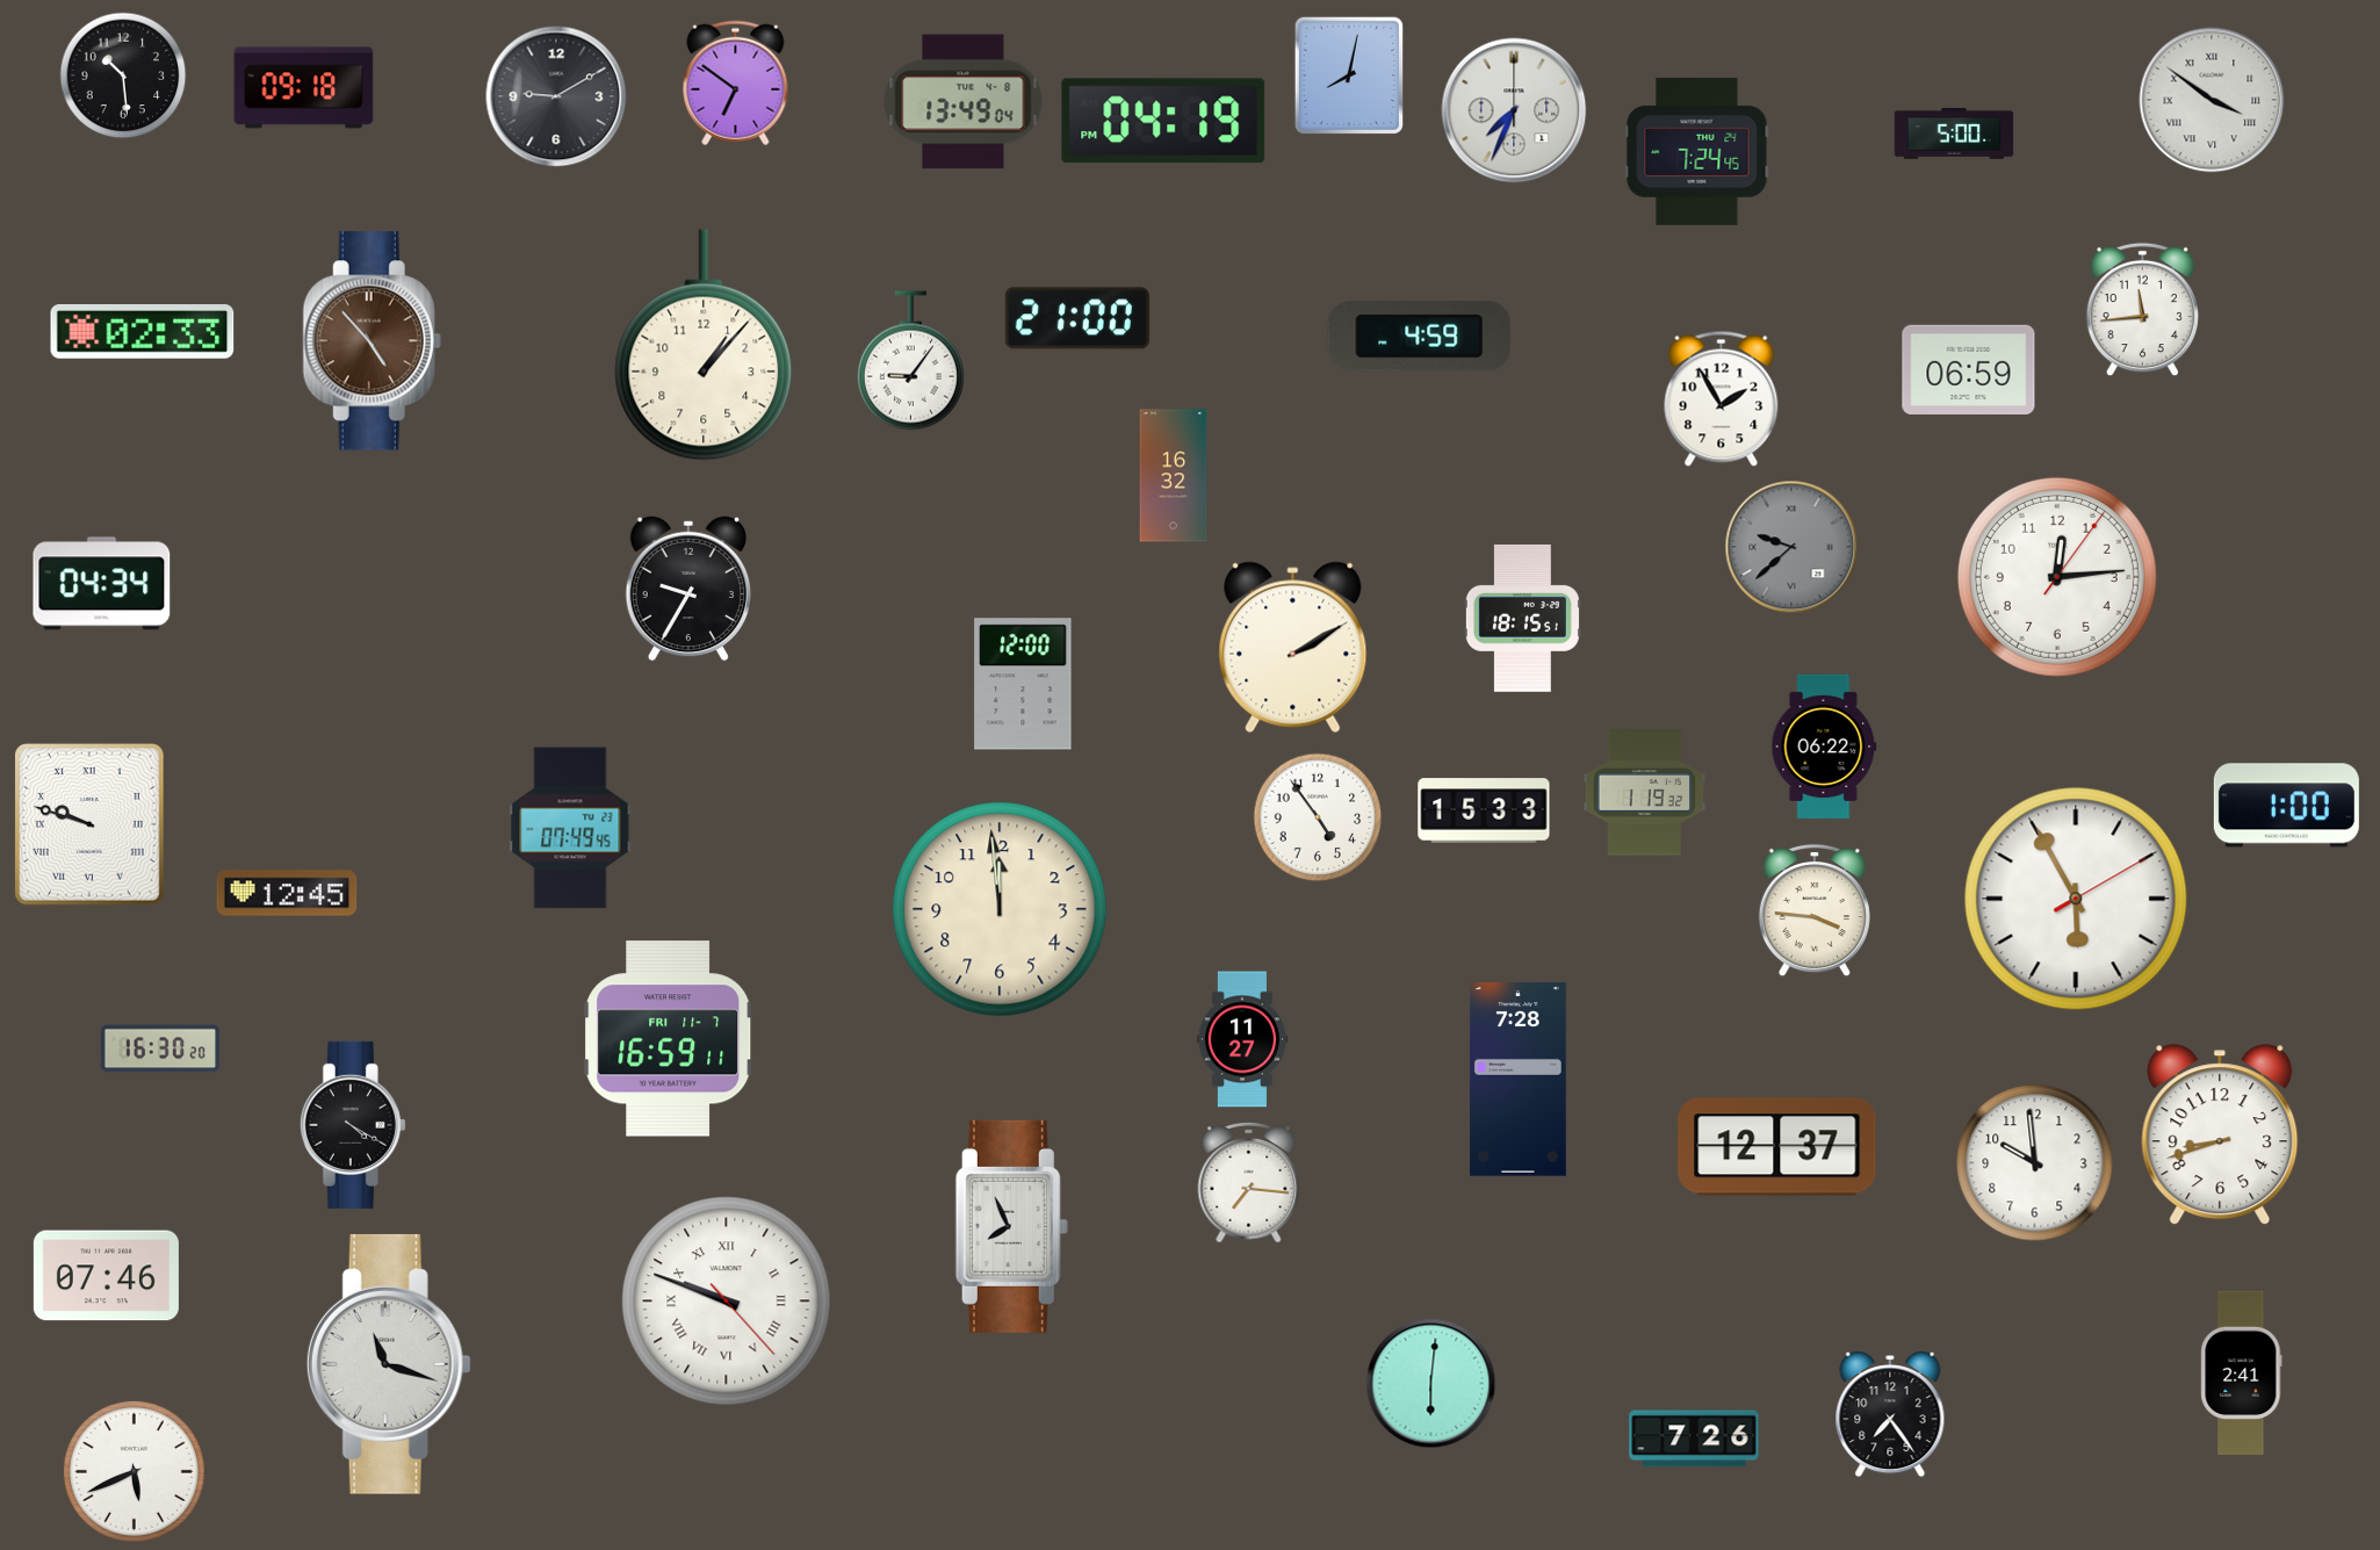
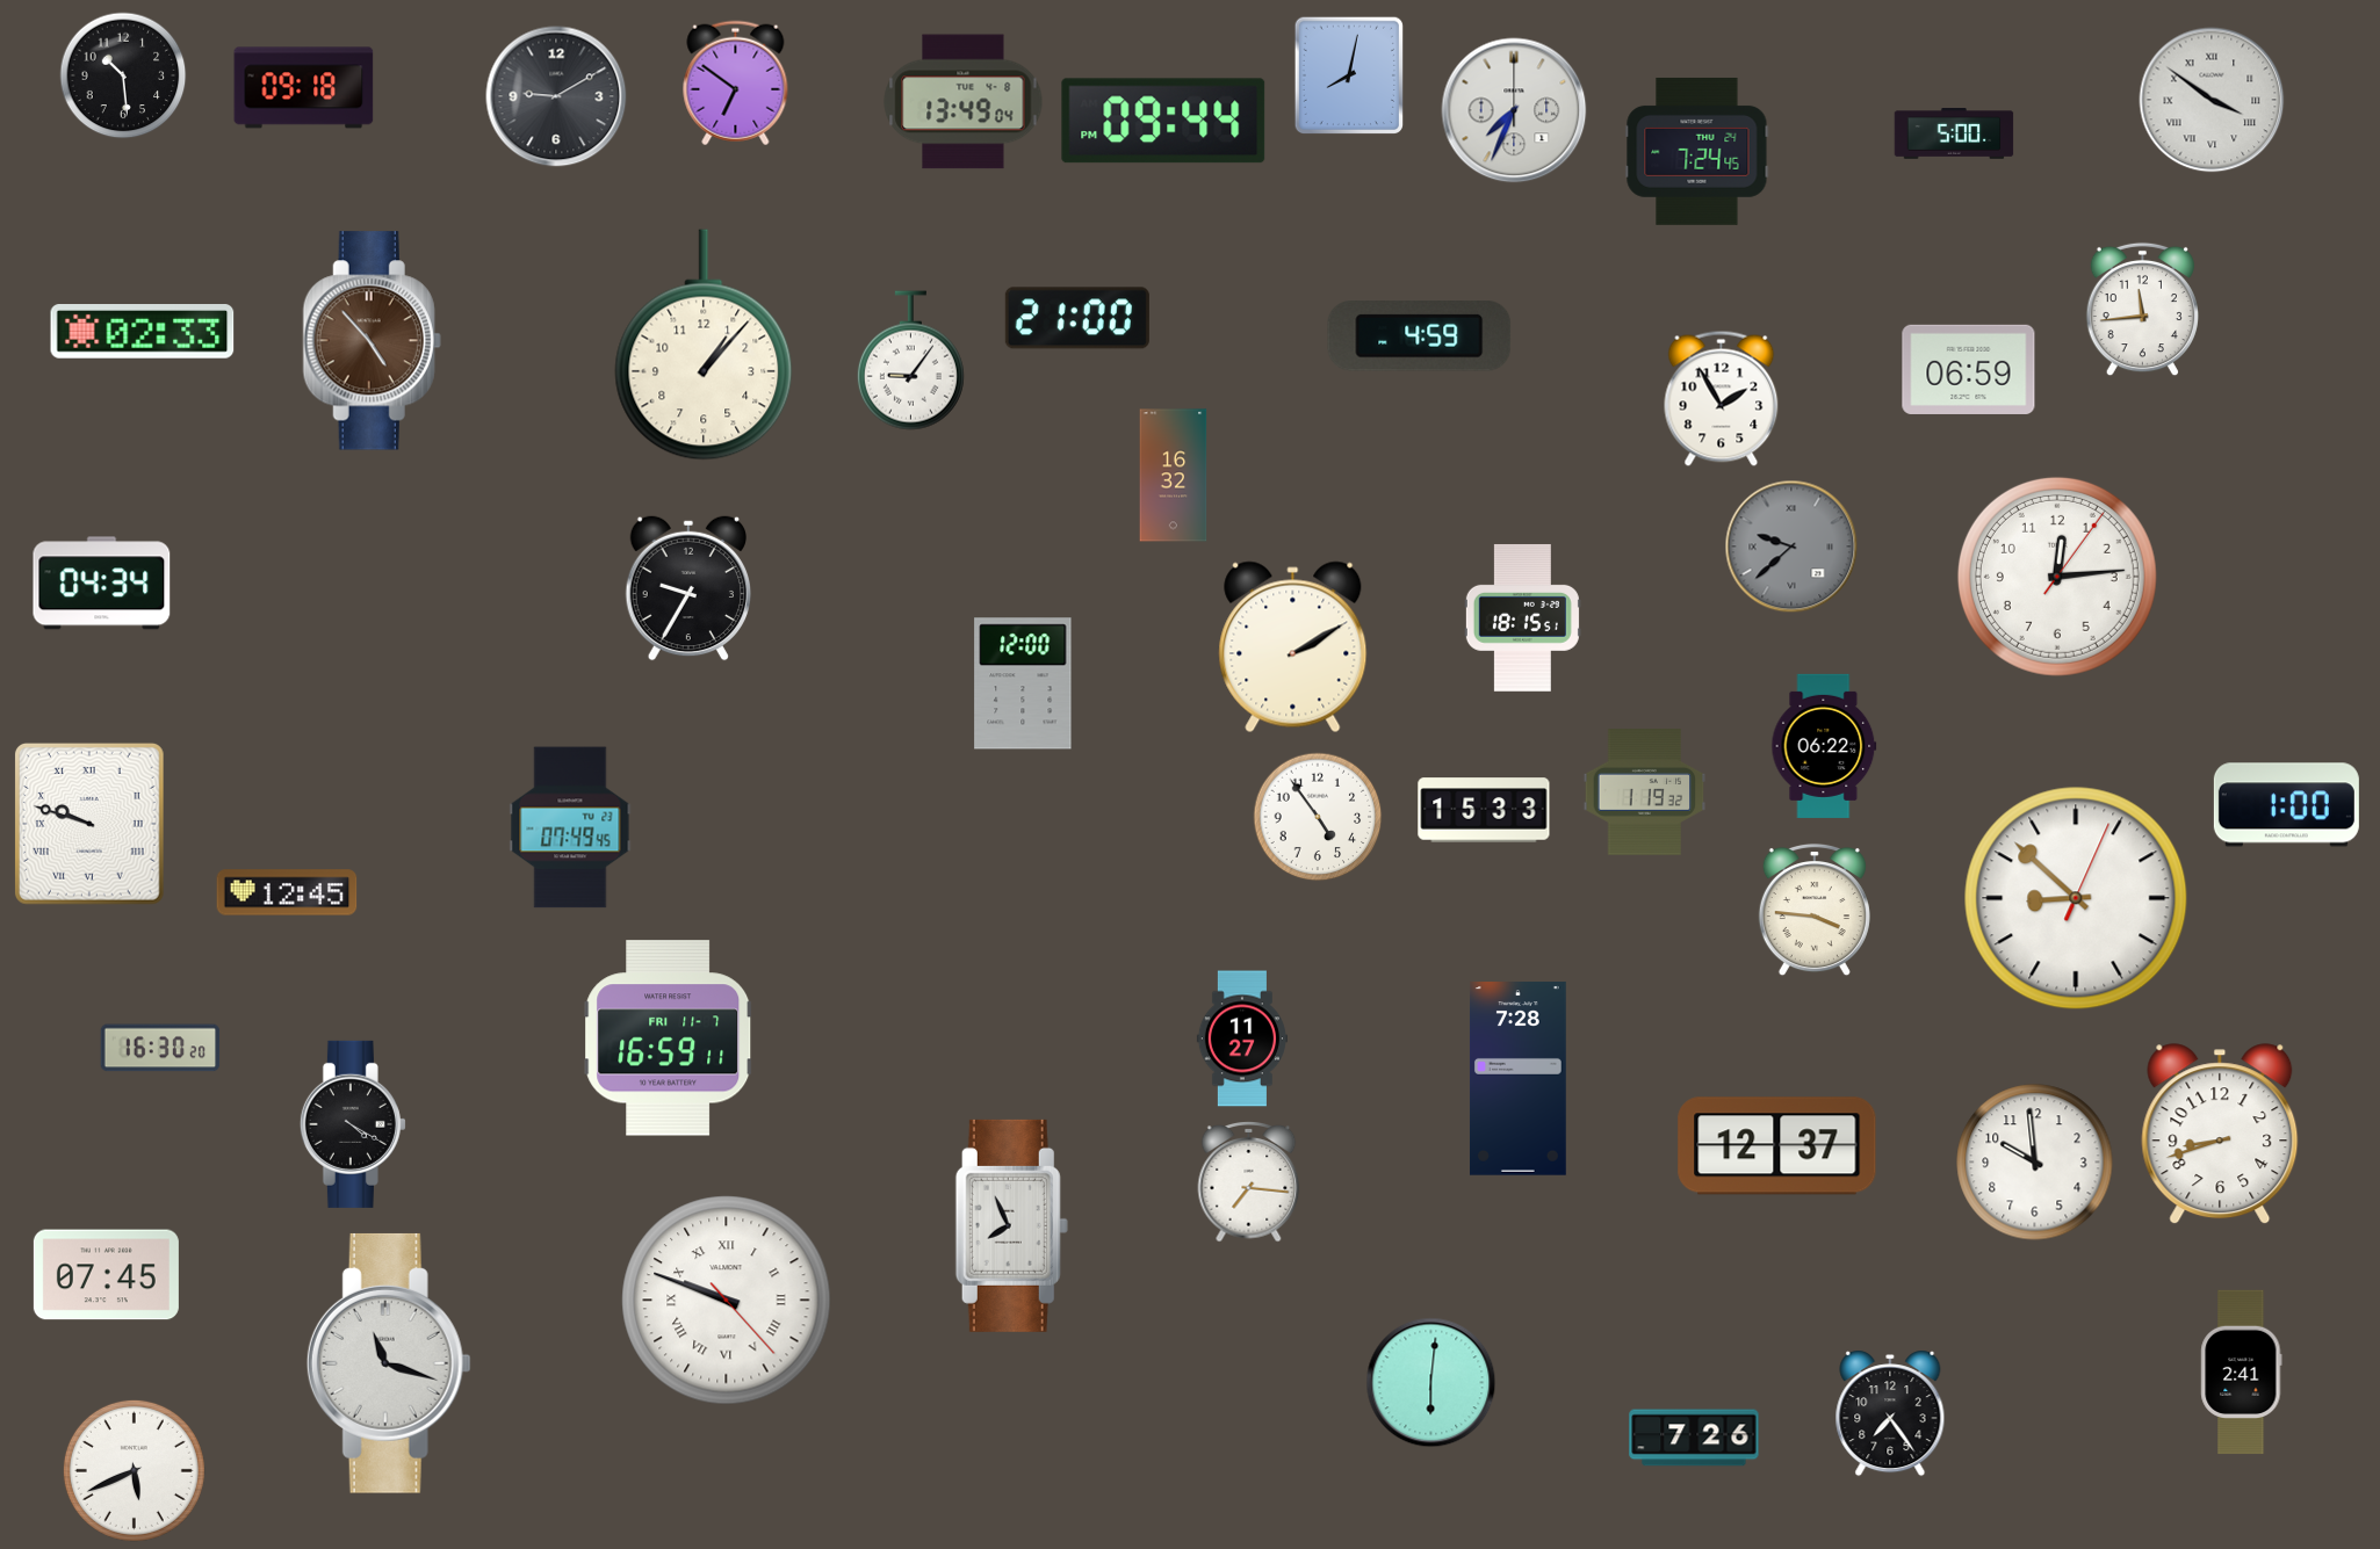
clock at (1163, 121): 04:19 -> 09:44
clock at (2076, 899): 5:55 -> 8:52
clock at (1000, 909): 11:59 -> none
clock at (106, 1276): 07:46 -> 07:45
